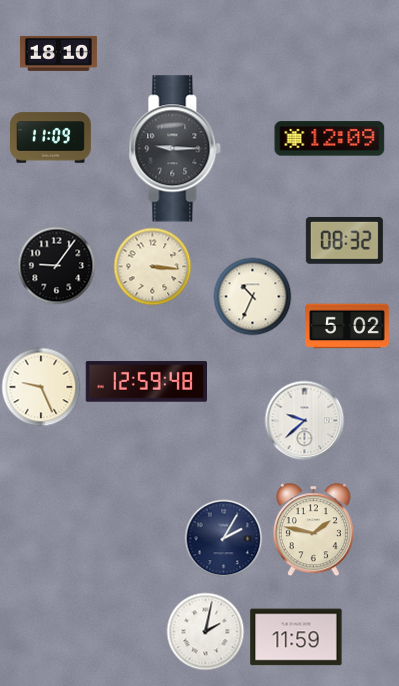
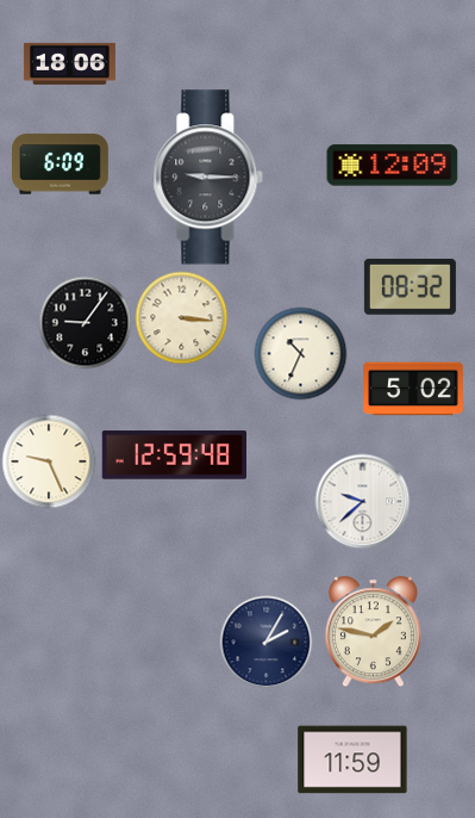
clock at (58, 53): 18:10 -> 18:06
clock at (51, 138): 11:09 -> 6:09
clock at (56, 265) position: (56, 265) -> (85, 322)
clock at (205, 631): 2:02 -> none
